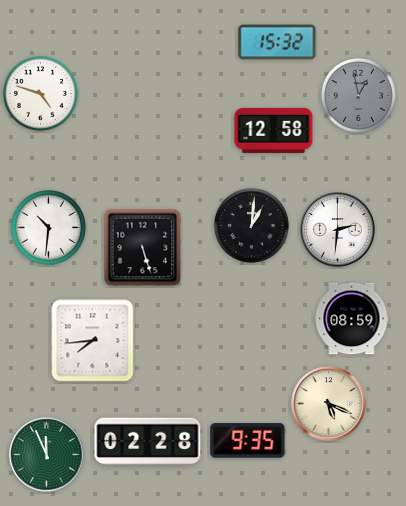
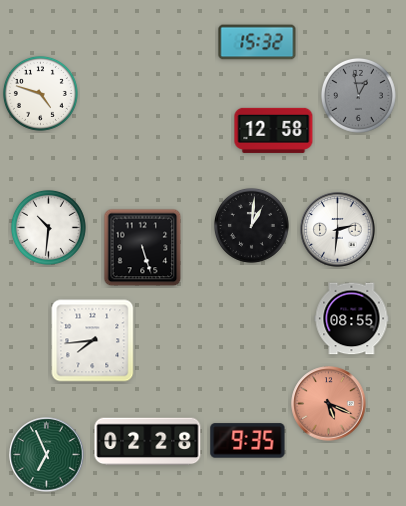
clock at (277, 42) position: (277, 42) -> (257, 42)
clock at (352, 319): 08:59 -> 08:55
clock at (329, 404) dial: cream -> salmon
clock at (47, 455): 11:56 -> 6:56
